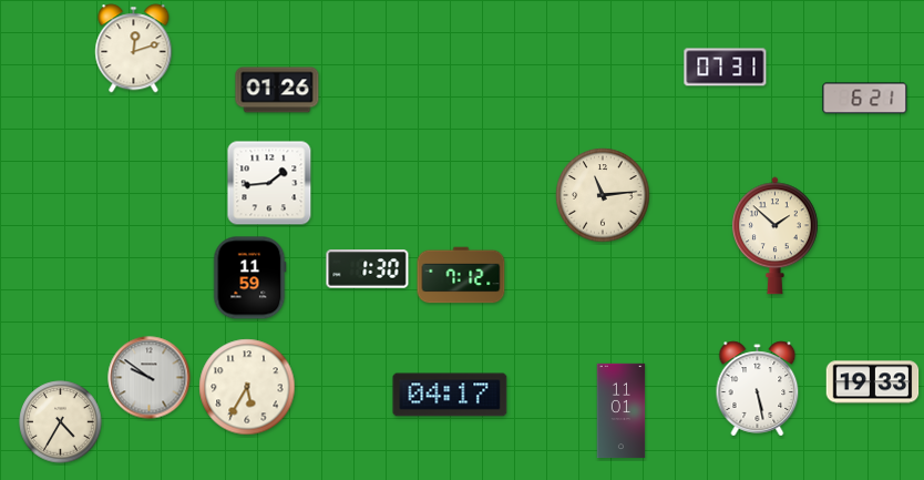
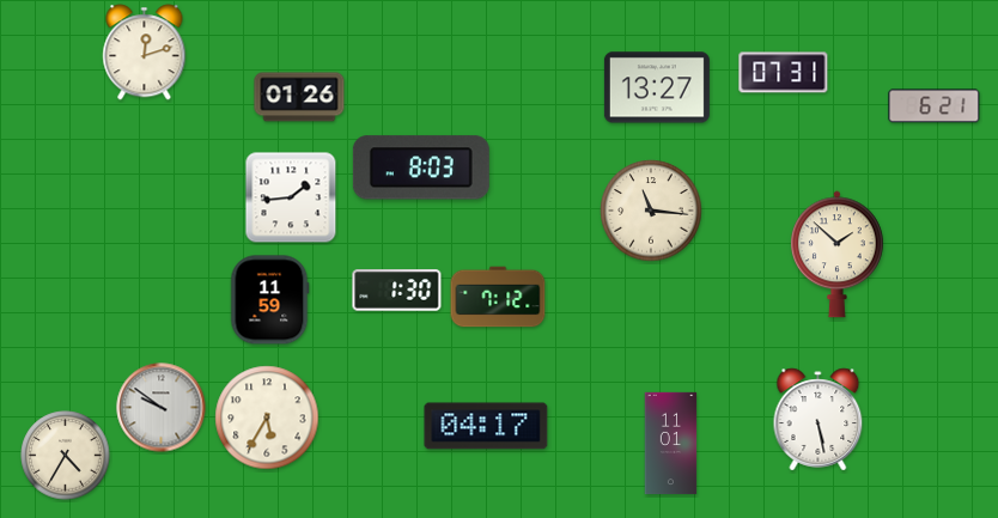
clock at (657, 87): none -> 13:27
clock at (421, 167): none -> 8:03
clock at (603, 195): 11:14 -> 11:16
clock at (873, 382): 19:33 -> none
